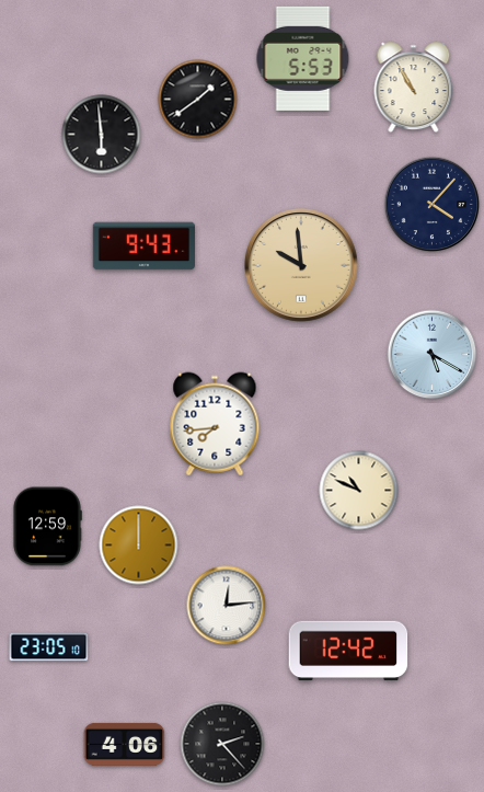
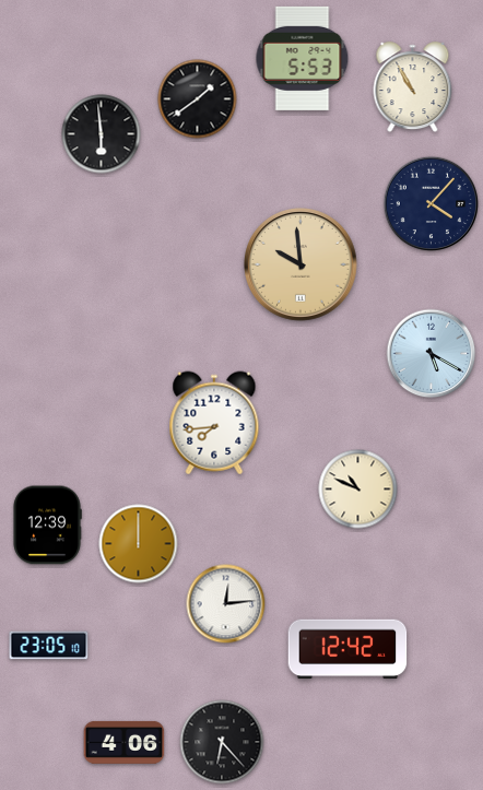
clock at (143, 246): 9:43 -> none
clock at (47, 527): 12:59 -> 12:39
clock at (222, 744): 2:23 -> 6:23
